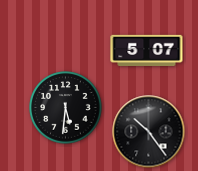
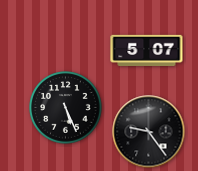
clock at (66, 108): 5:31 -> 5:26
clock at (149, 132): 10:24 -> 9:24
